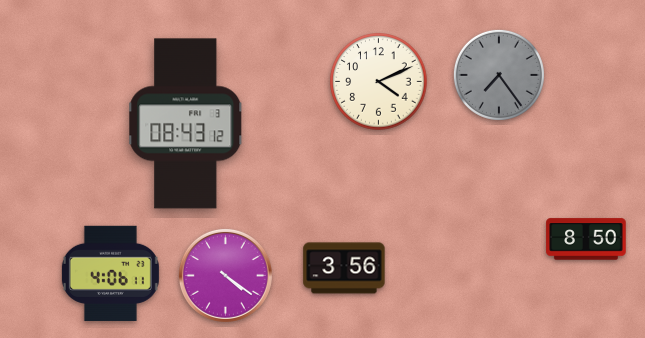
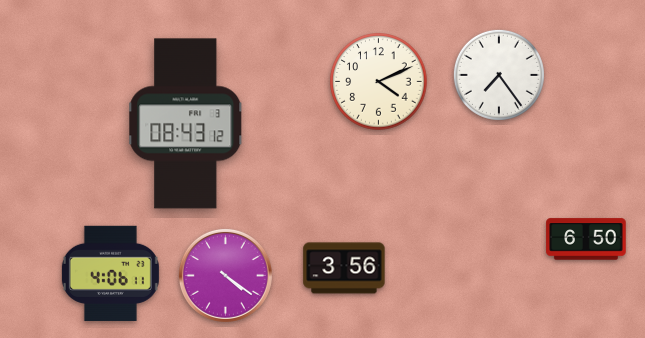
clock at (499, 75) dial: grey -> white
clock at (586, 239): 8:50 -> 6:50
